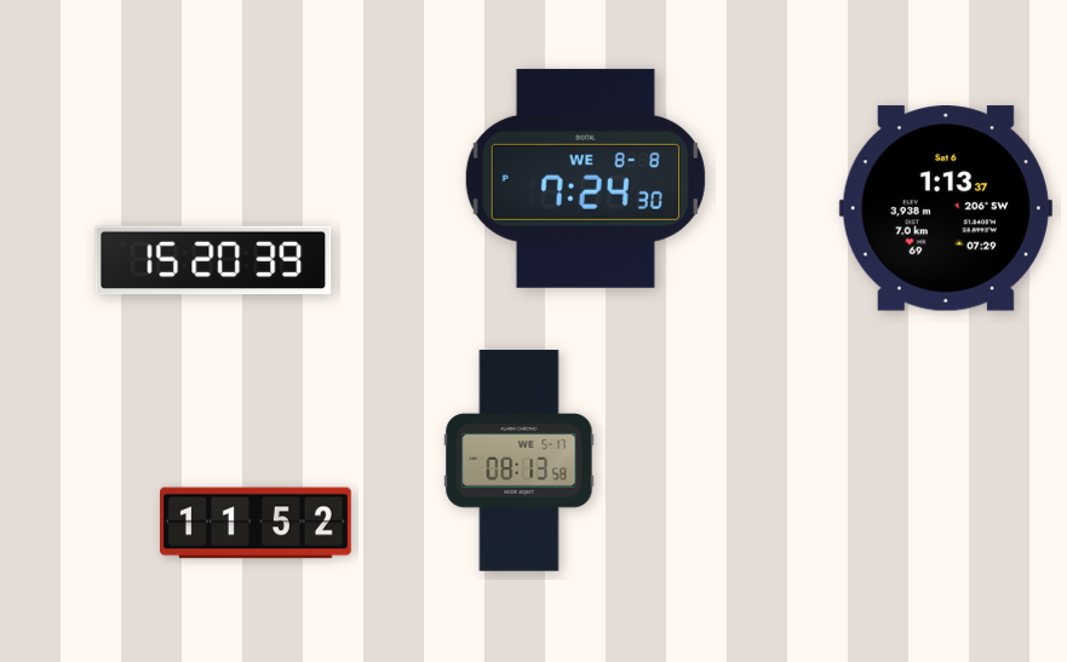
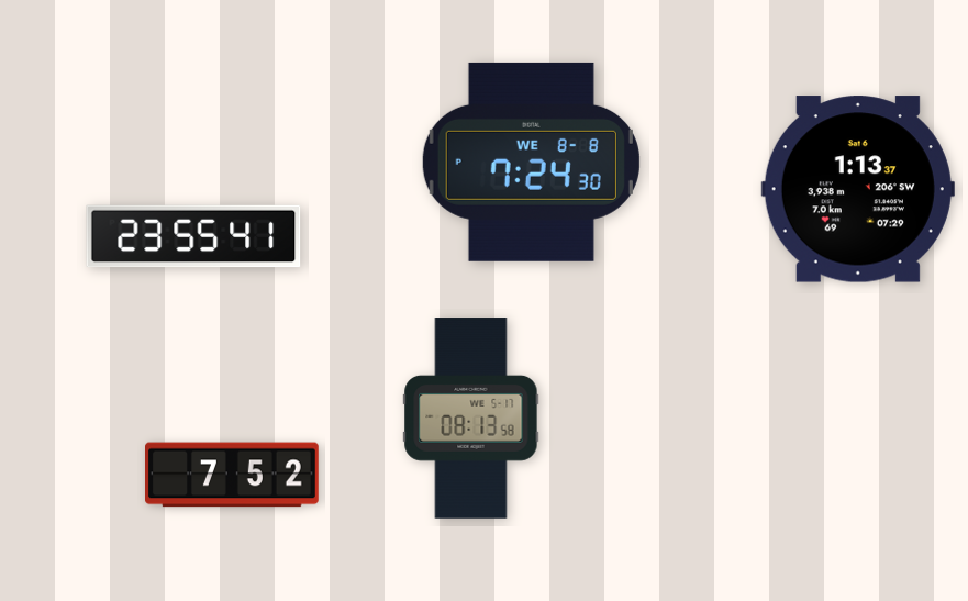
clock at (213, 260): 15:20 -> 23:55
clock at (257, 523): 11:52 -> 7:52
